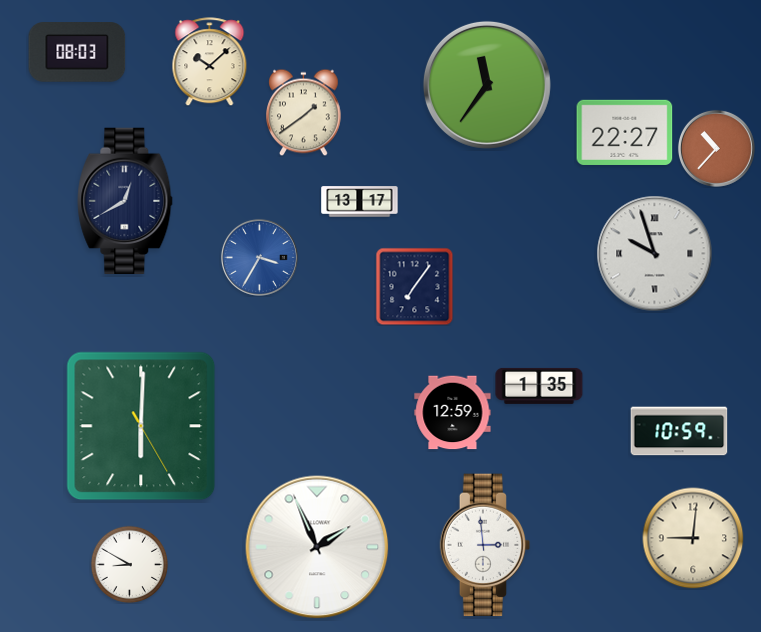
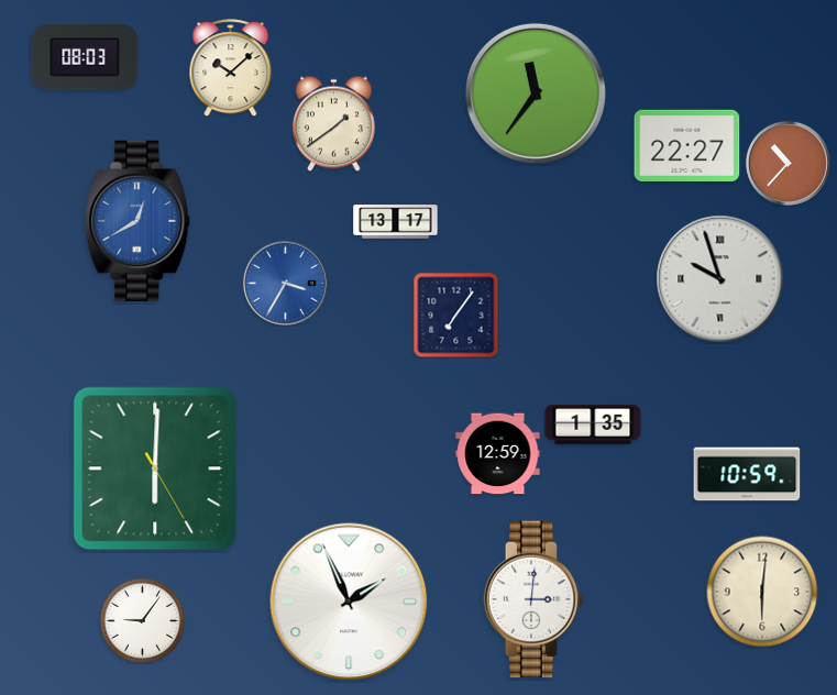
clock at (125, 200) dial: navy -> blue
clock at (693, 538): 9:01 -> 6:01
clock at (485, 545): 2:59 -> 3:01
clock at (129, 564): 8:50 -> 9:06
